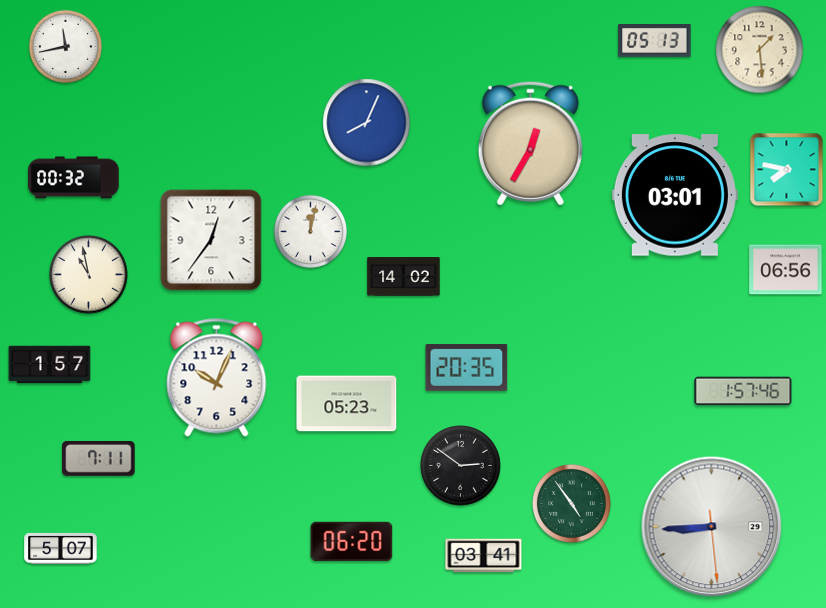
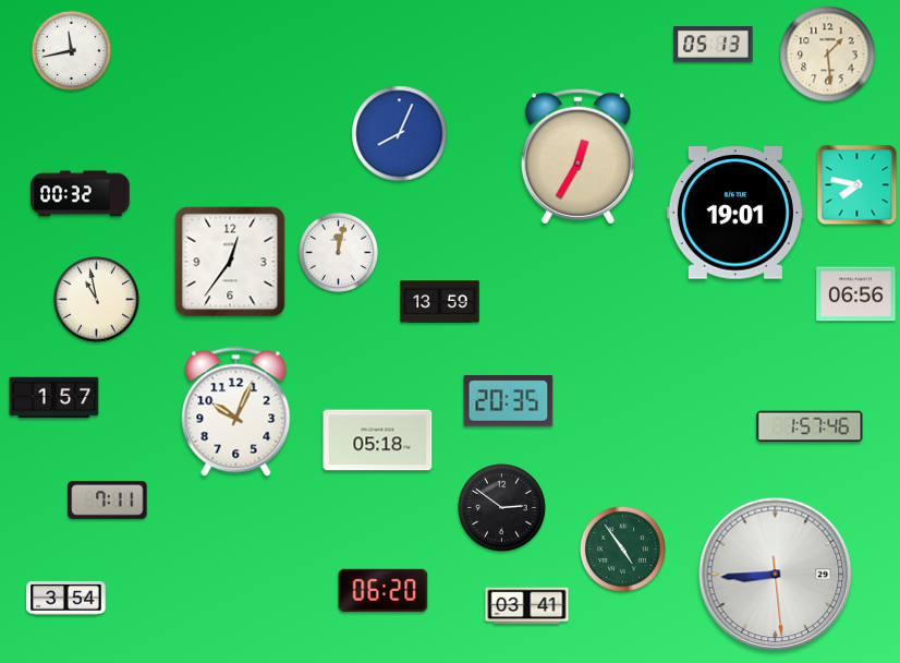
clock at (675, 195): 03:01 -> 19:01
clock at (404, 277): 14:02 -> 13:59
clock at (347, 404): 05:23 -> 05:18
clock at (61, 548): 5:07 -> 3:54
